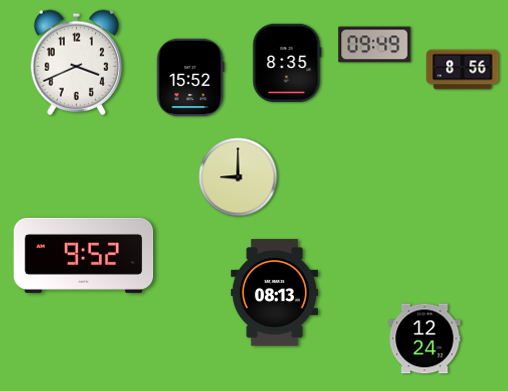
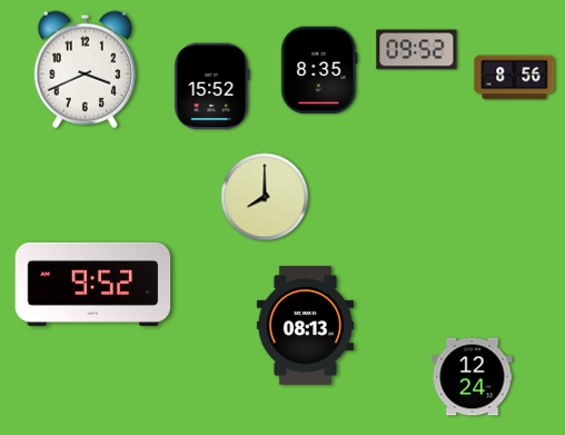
clock at (375, 45): 09:49 -> 09:52
clock at (238, 177): 9:00 -> 8:00
